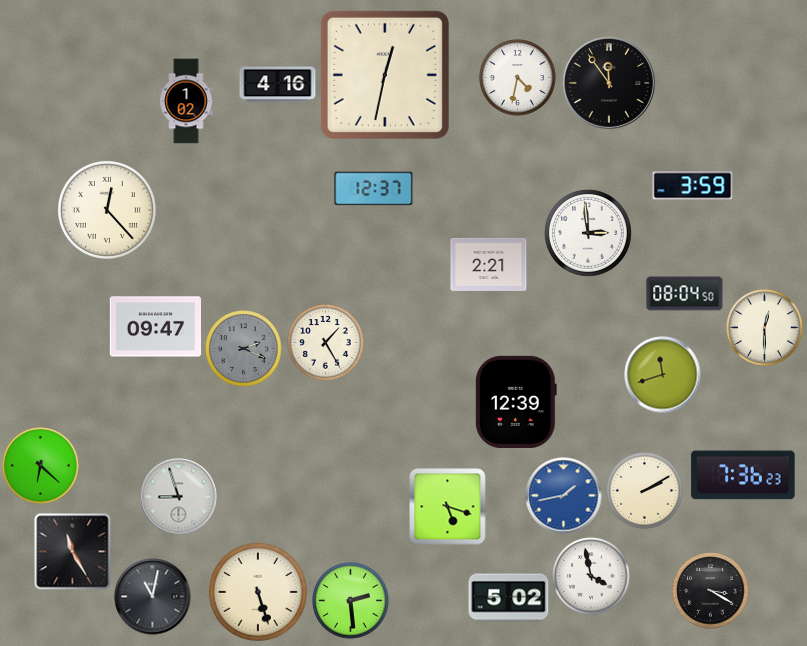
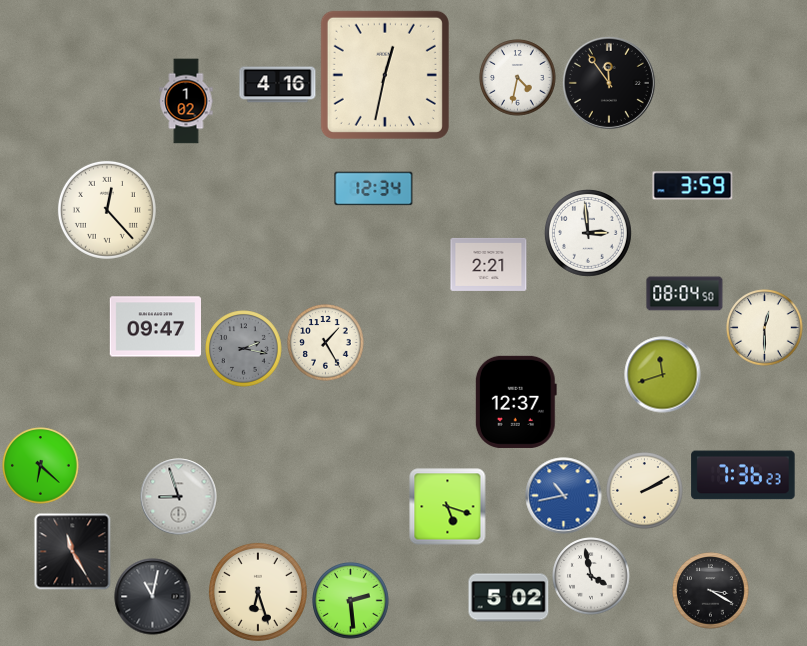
clock at (374, 189): 12:37 -> 12:34
clock at (244, 349): 2:19 -> 2:17
clock at (516, 402): 12:39 -> 12:37
clock at (564, 496): 1:43 -> 10:43
clock at (258, 592): 5:27 -> 6:27
